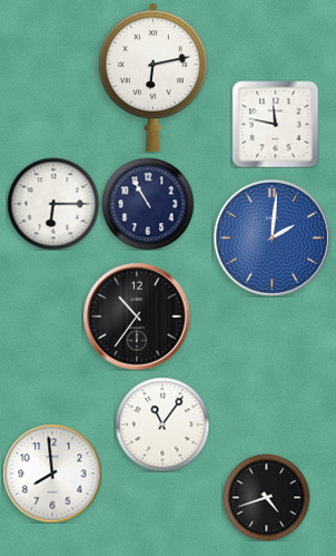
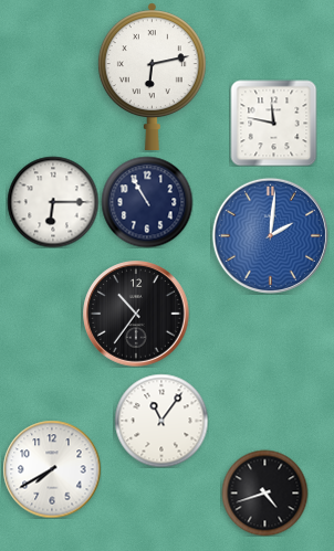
clock at (52, 474): 7:59 -> 7:40
